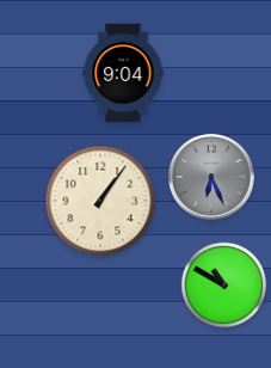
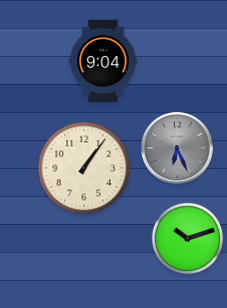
clock at (224, 286): 10:50 -> 10:12
